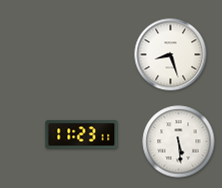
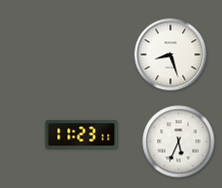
clock at (179, 142): 5:29 -> 5:34
